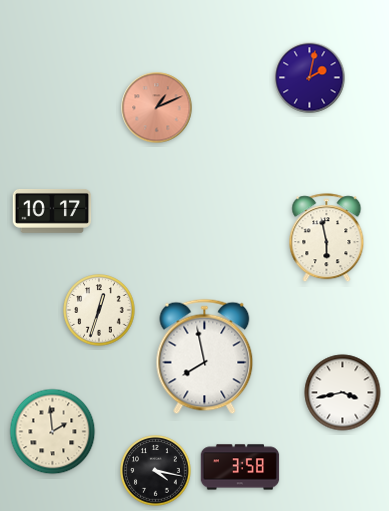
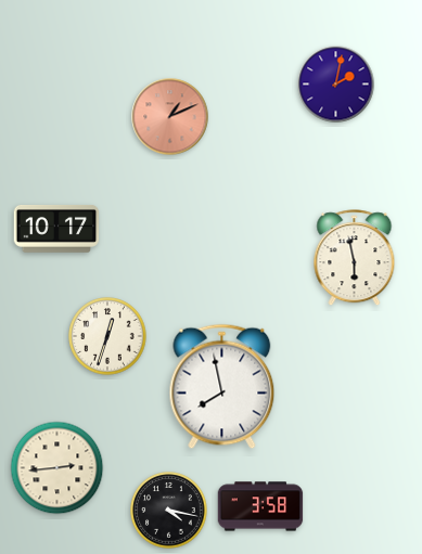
clock at (343, 393): 3:43 -> none
clock at (53, 432): 1:59 -> 2:44
